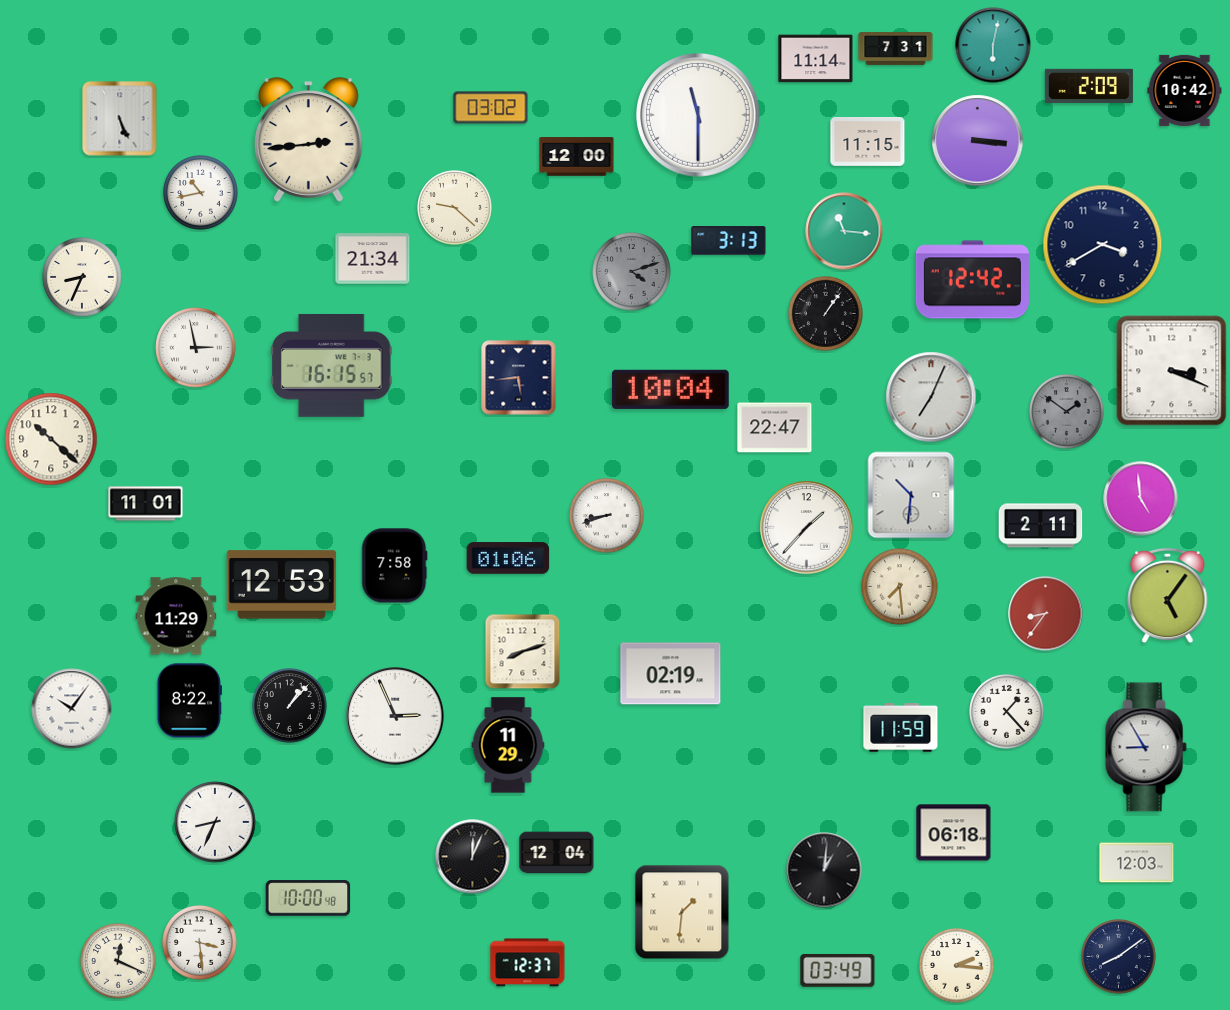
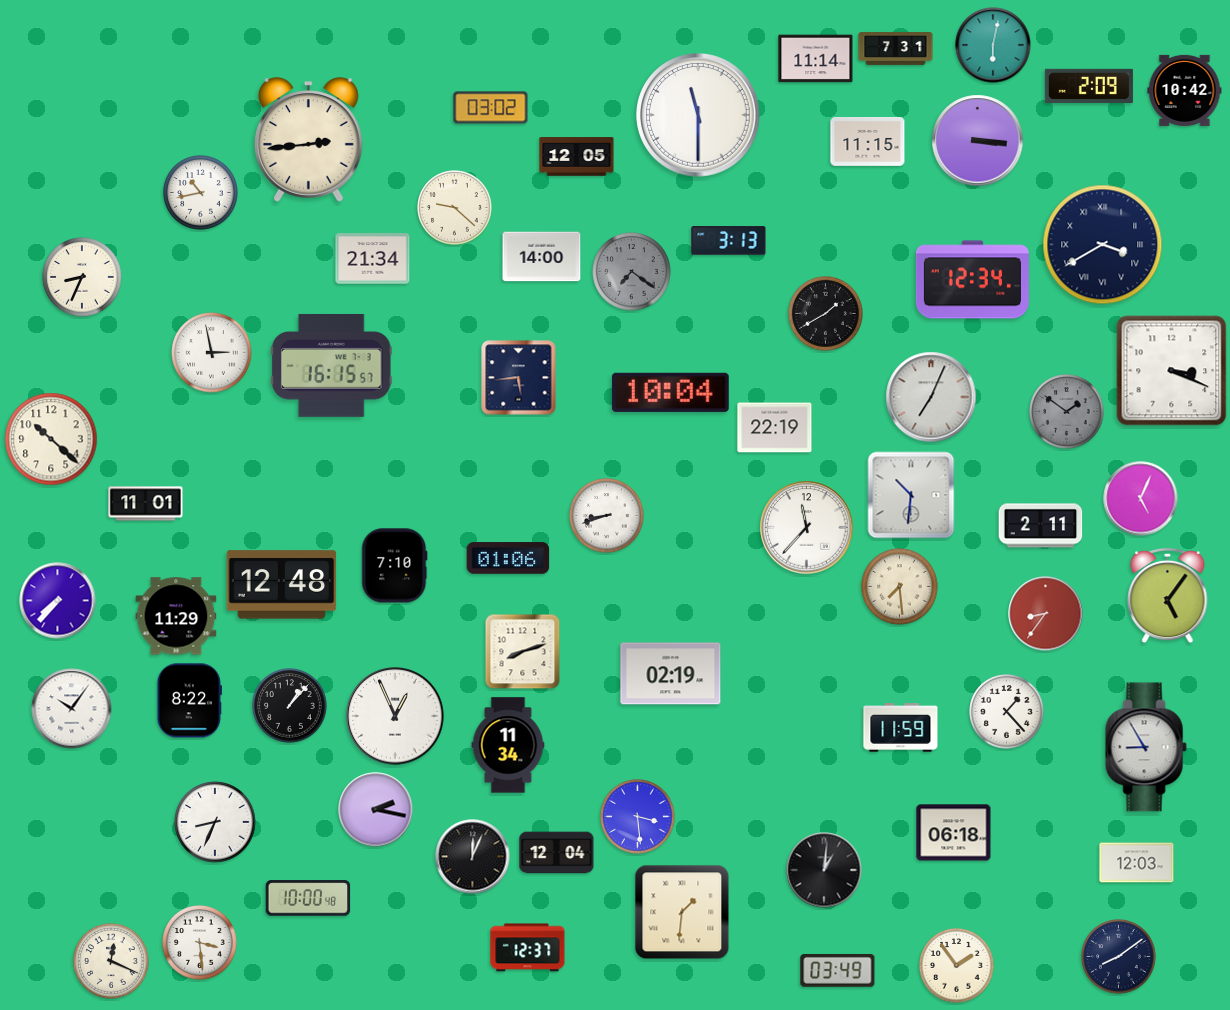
clock at (120, 119): 5:26 -> none
clock at (577, 157): 12:00 -> 12:05
clock at (844, 231): 11:16 -> none
clock at (1103, 245) numerals: Arabic -> Roman
clock at (542, 257): none -> 14:00
clock at (632, 272): 4:12 -> 7:21
clock at (972, 280): 12:42 -> 12:34
clock at (826, 314): 1:06 -> 1:40
clock at (196, 348) position: (196, 348) -> (212, 353)
clock at (670, 389) position: (670, 389) -> (670, 392)
clock at (775, 428): 22:47 -> 22:19
clock at (1141, 499): 4:59 -> 5:04
clock at (807, 528): 1:37 -> 11:37
clock at (395, 566): 7:58 -> 7:10
clock at (282, 585): 12:53 -> 12:48
clock at (58, 601): none -> 7:37
clock at (395, 716): 2:56 -> 12:56
clock at (508, 745): 11:29 -> 11:34
clock at (376, 810): none -> 2:17
clock at (638, 817): none -> 3:29
clock at (118, 961) position: (118, 961) -> (111, 961)
clock at (528, 963) position: (528, 963) -> (528, 948)
clock at (957, 966): 2:16 -> 1:54
